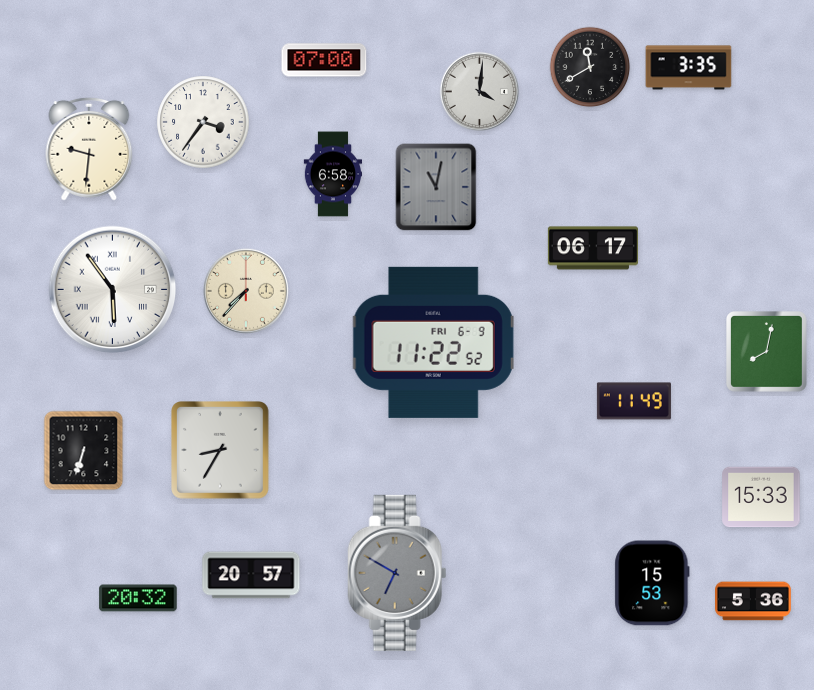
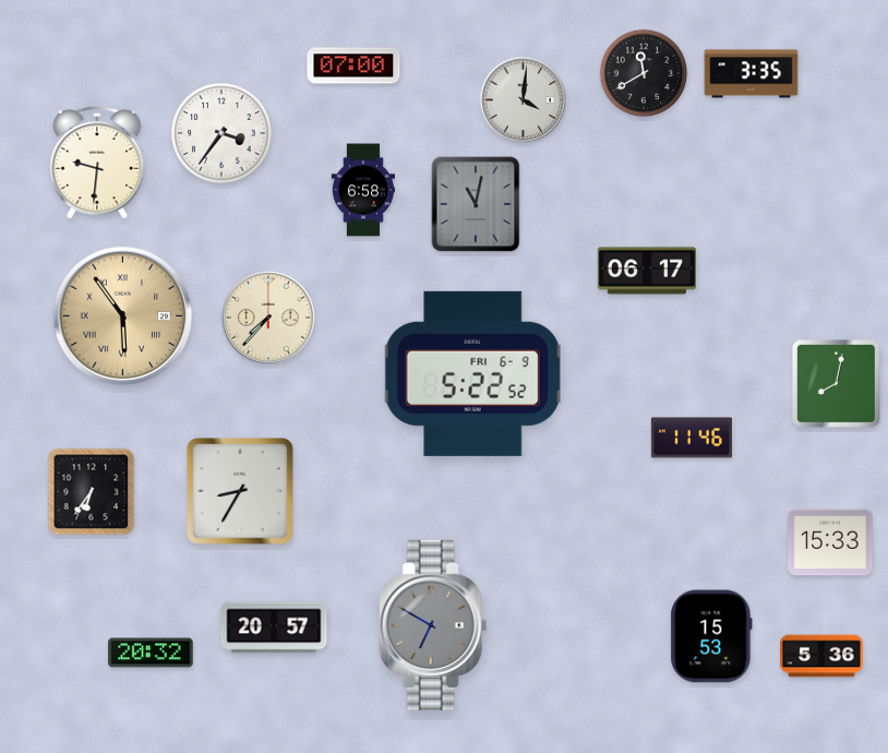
clock at (113, 290) dial: white -> champagne
clock at (433, 342): 11:22 -> 5:22
clock at (634, 401): 11:49 -> 11:46
clock at (84, 451): 6:33 -> 6:36
